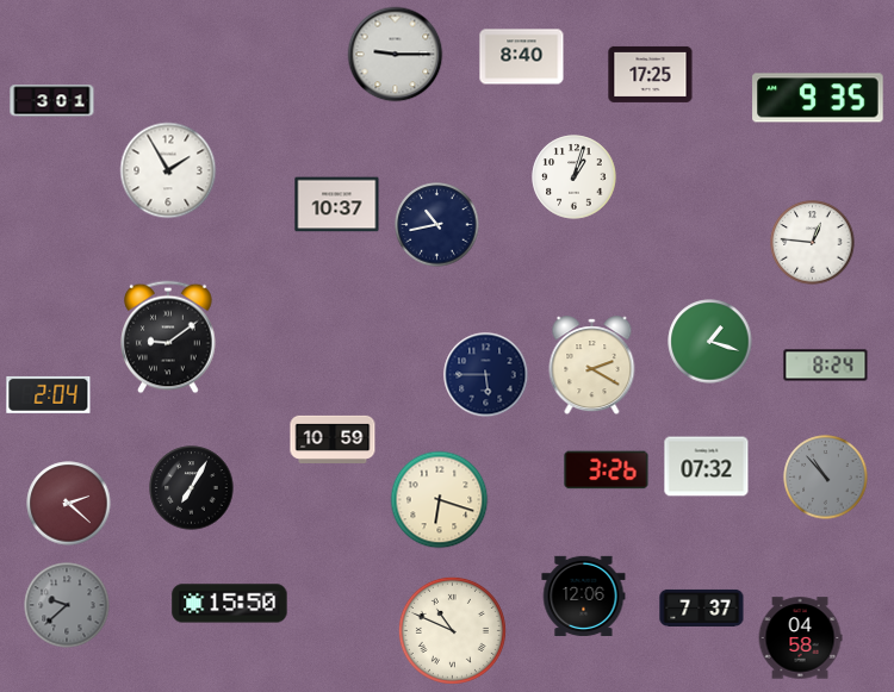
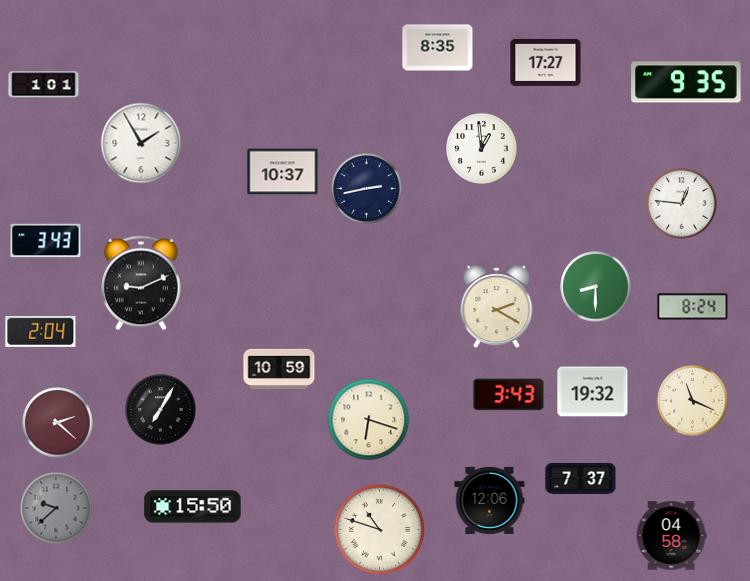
clock at (396, 55): 9:15 -> none
clock at (522, 57): 8:40 -> 8:35
clock at (651, 74): 17:25 -> 17:27
clock at (52, 101): 3:01 -> 1:01
clock at (575, 177): 1:03 -> 12:59
clock at (437, 225): 10:43 -> 2:43
clock at (46, 241): none -> 3:43
clock at (168, 337): 9:09 -> 9:11
clock at (710, 342): 1:18 -> 8:30
clock at (486, 375): 5:45 -> none
clock at (707, 467): 07:32 -> 19:32
clock at (607, 470): 3:26 -> 3:43
clock at (826, 478): 10:53 -> 11:19
clock at (826, 478) dial: grey -> cream
clock at (702, 607) position: (702, 607) -> (581, 478)
clock at (452, 630): 10:49 -> 10:48
